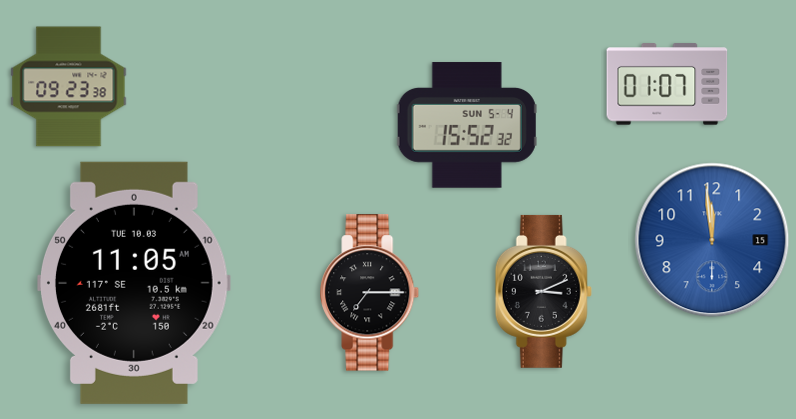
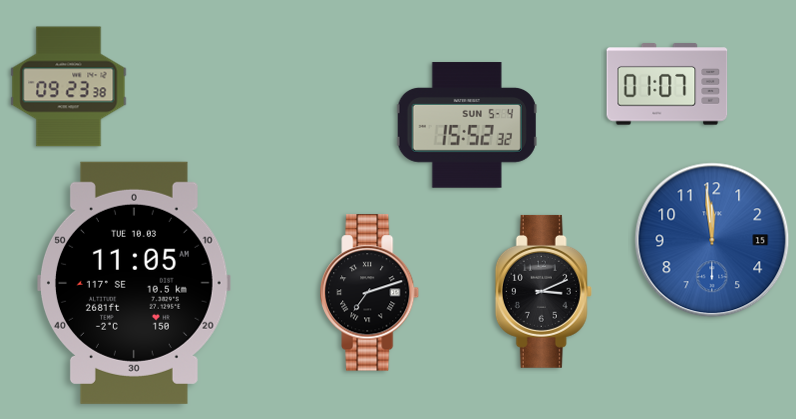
clock at (370, 293): 7:15 -> 7:12
